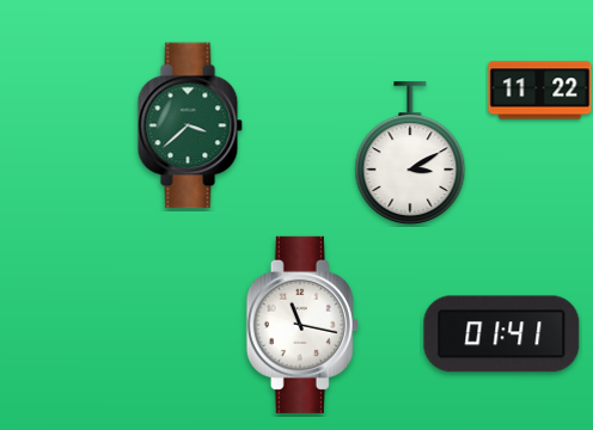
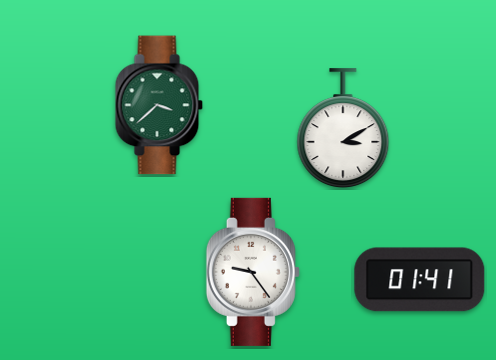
clock at (540, 91): 11:22 -> none
clock at (302, 325): 11:17 -> 9:24
